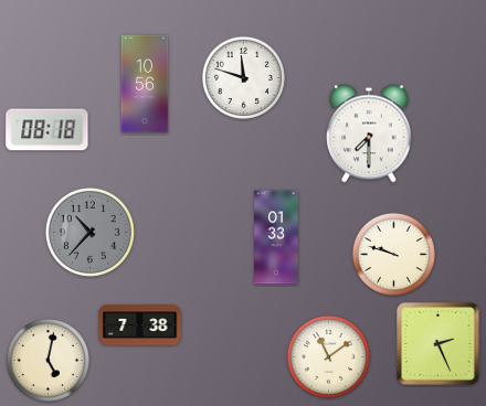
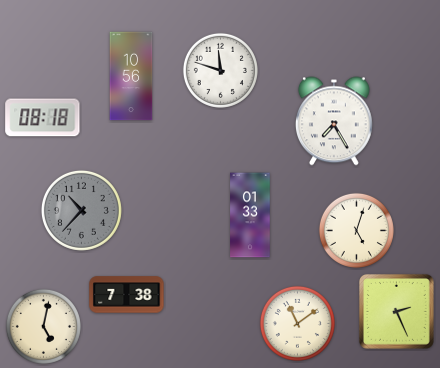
clock at (369, 133): 7:30 -> 7:25
clock at (393, 254): 9:48 -> 5:03
